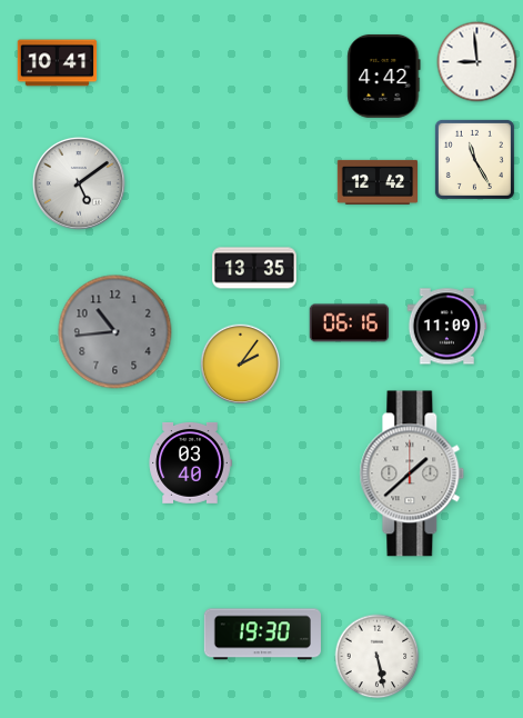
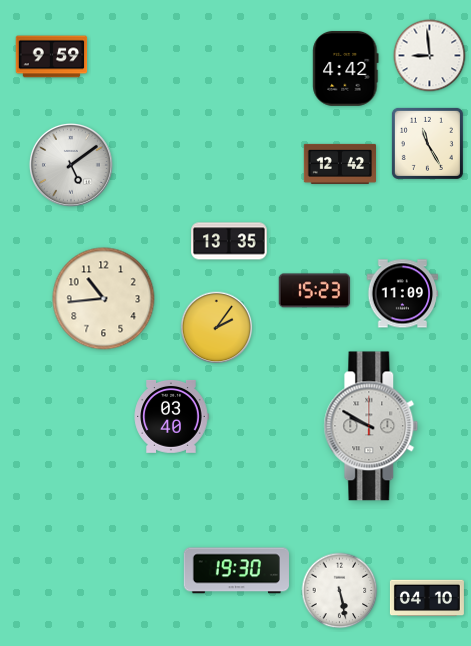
clock at (58, 63): 10:41 -> 9:59
clock at (350, 323): 06:16 -> 15:23
clock at (115, 332) dial: grey -> cream
clock at (412, 473): 1:38 -> 9:50
clock at (427, 598): none -> 04:10
